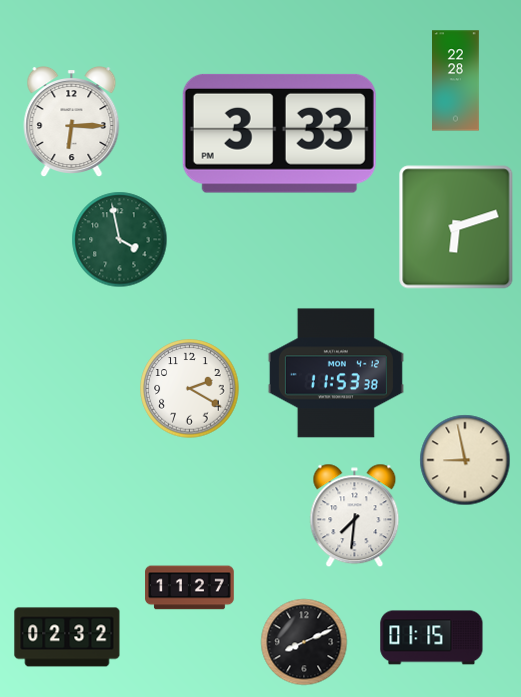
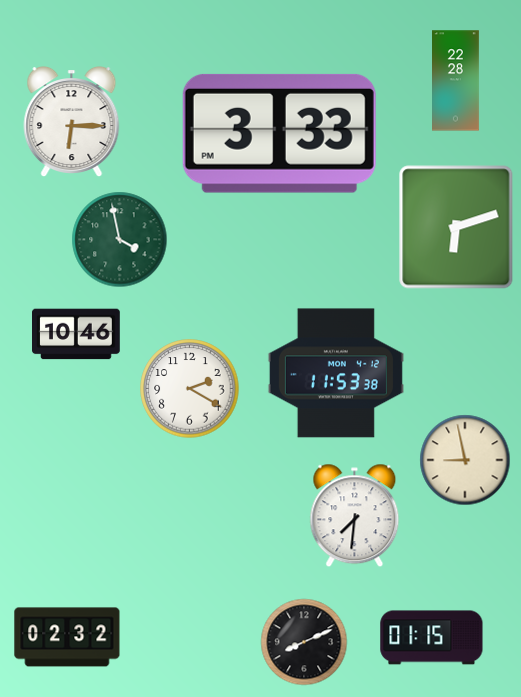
clock at (77, 334): none -> 10:46
clock at (190, 588): 11:27 -> none
